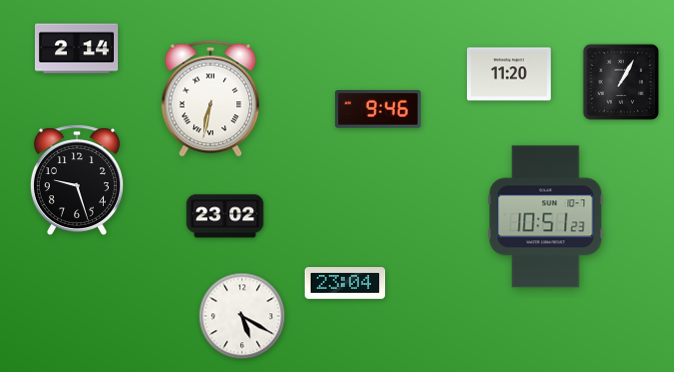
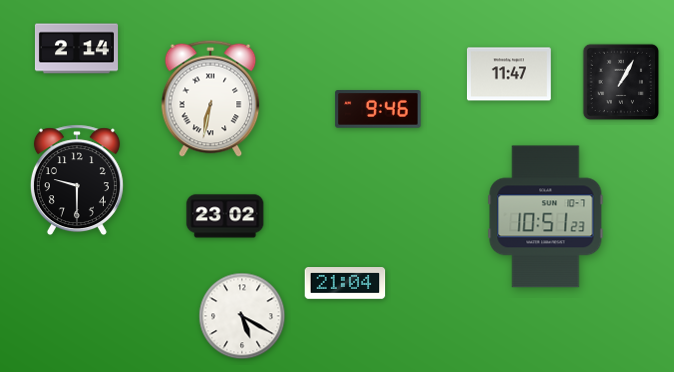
clock at (509, 74): 11:20 -> 11:47
clock at (77, 180): 9:27 -> 9:30
clock at (345, 284): 23:04 -> 21:04
